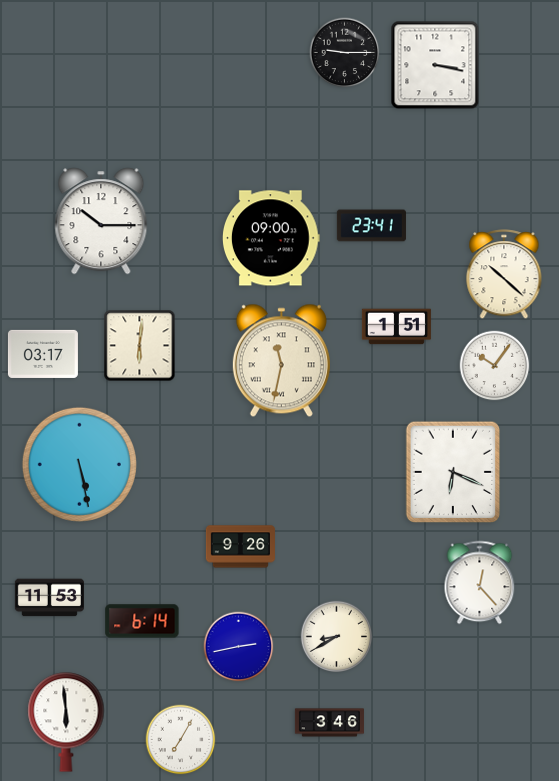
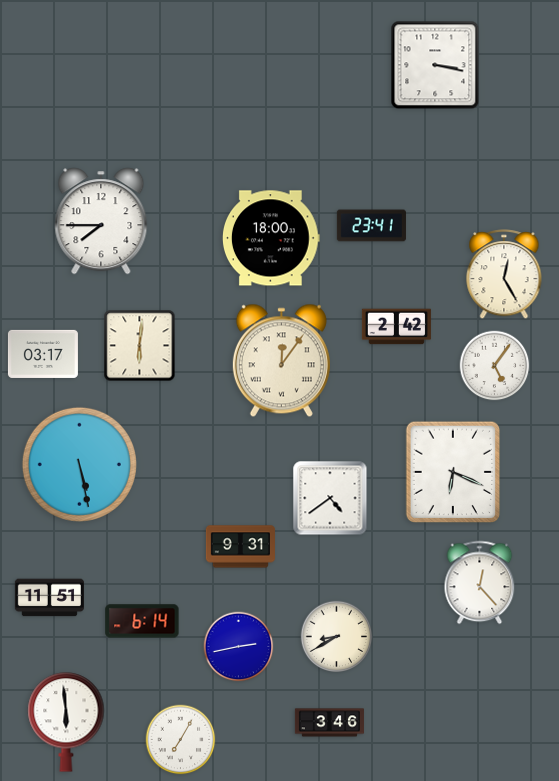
clock at (345, 53): 9:15 -> none
clock at (101, 221): 10:15 -> 7:45
clock at (271, 238): 09:00 -> 18:00
clock at (504, 275): 10:22 -> 12:25
clock at (396, 327): 1:51 -> 2:42
clock at (281, 361): 11:32 -> 12:06
clock at (495, 366): 10:06 -> 5:06
clock at (330, 498): none -> 4:39
clock at (240, 547): 9:26 -> 9:31
clock at (49, 598): 11:53 -> 11:51
